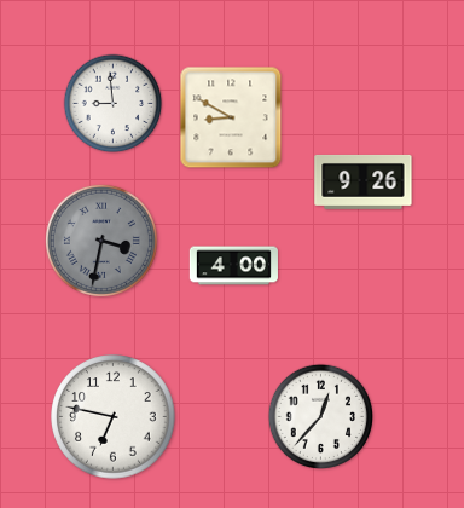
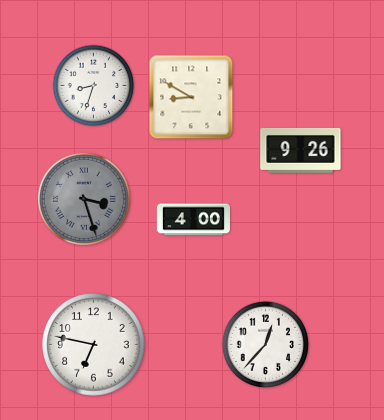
clock at (114, 104): 8:59 -> 8:33
clock at (101, 241): 3:32 -> 3:27
